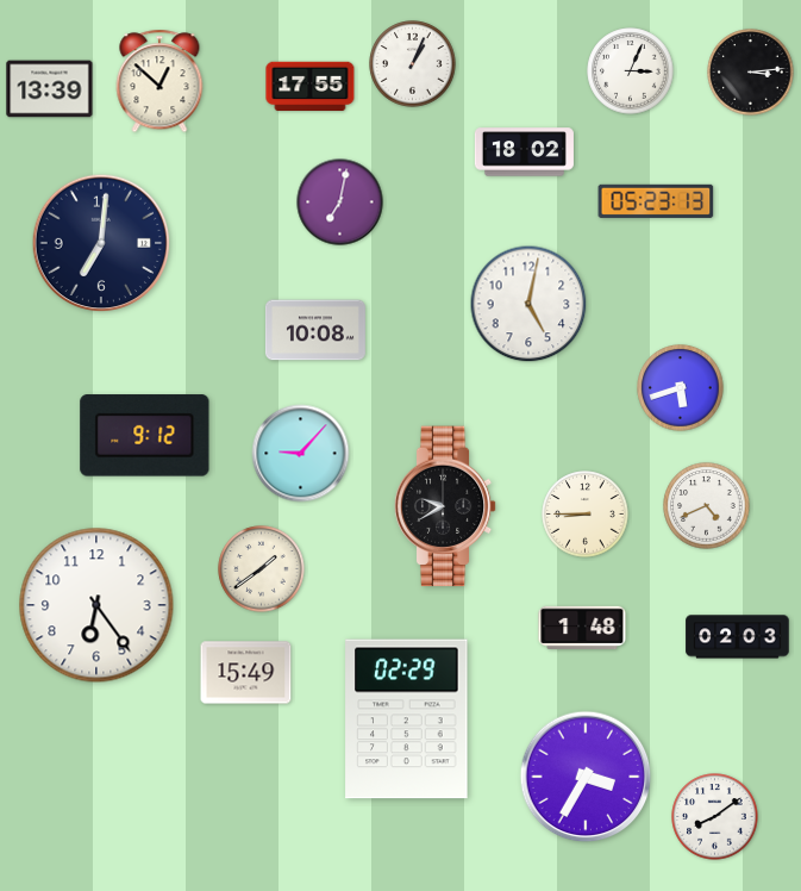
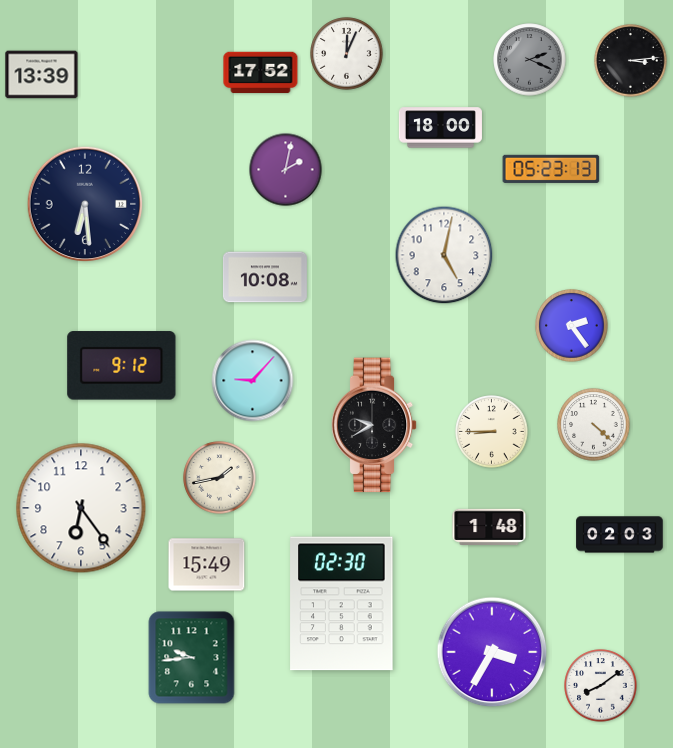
clock at (413, 64): 1:04 -> 12:04
clock at (631, 71): 3:04 -> 2:19
clock at (631, 71) dial: white -> grey
clock at (159, 81): 12:52 -> none
clock at (311, 87): 17:55 -> 17:52
clock at (524, 152): 18:02 -> 18:00
clock at (340, 202): 7:02 -> 2:02
clock at (101, 243): 7:01 -> 6:29
clock at (681, 388): 5:42 -> 2:24
clock at (707, 506): 4:41 -> 4:22
clock at (262, 569): 1:39 -> 1:43
clock at (407, 719): 02:29 -> 02:30
clock at (192, 658): none -> 9:44
